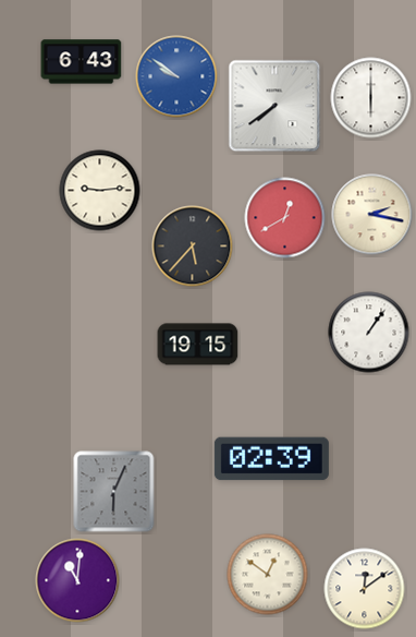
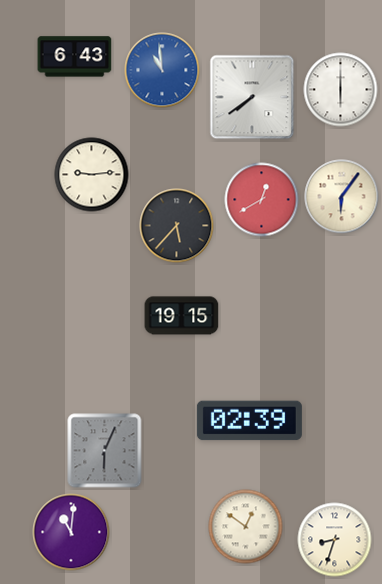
clock at (176, 76): 9:51 -> 10:59
clock at (372, 215): 2:17 -> 6:06
clock at (369, 333): 1:06 -> none
clock at (365, 589): 12:09 -> 8:33
